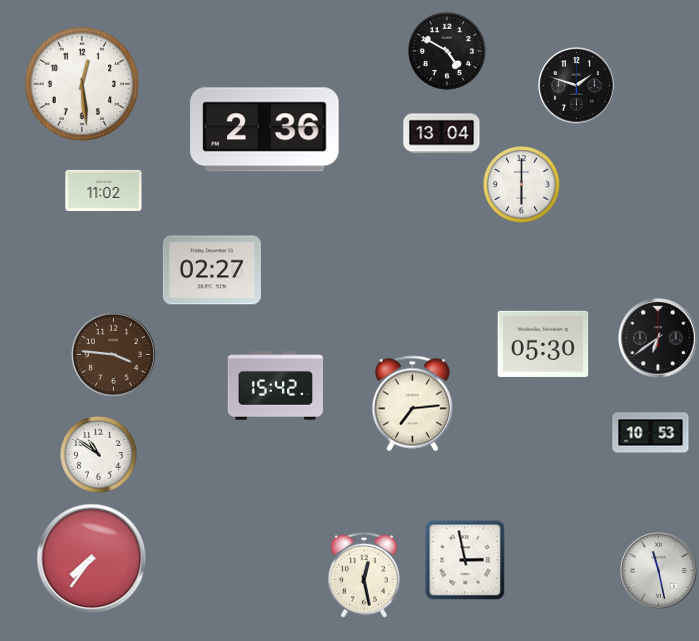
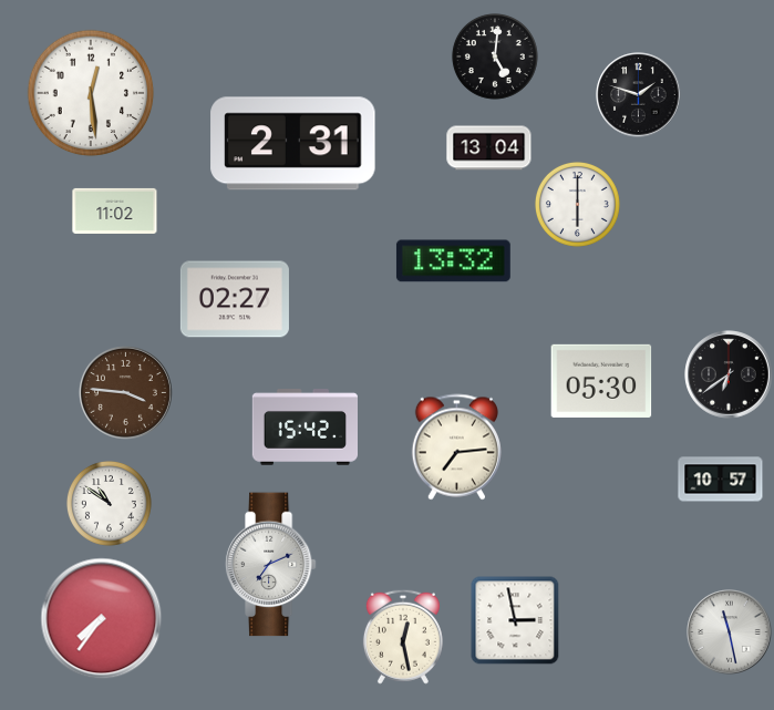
clock at (447, 51): 4:50 -> 5:01
clock at (265, 130): 2:36 -> 2:31
clock at (453, 261): none -> 13:32
clock at (651, 433): 10:53 -> 10:57
clock at (270, 565): none -> 7:11
